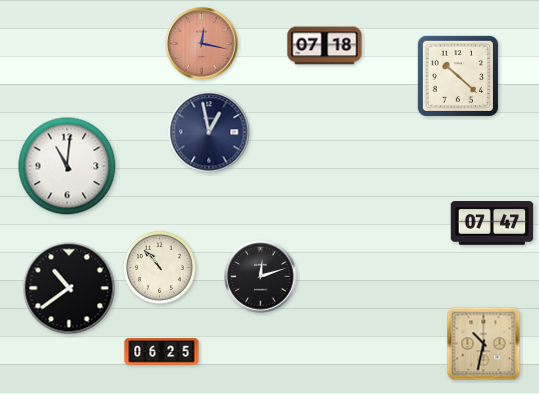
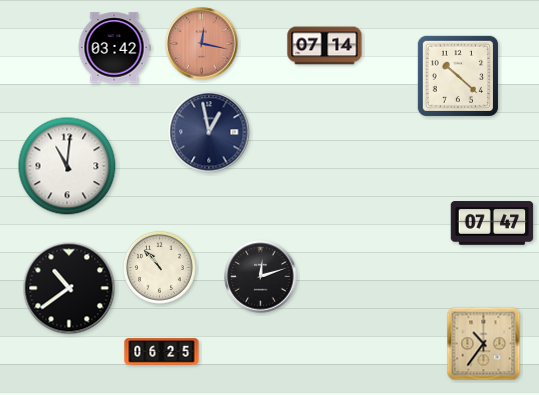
clock at (325, 46): 07:18 -> 07:14
clock at (114, 48): none -> 03:42
clock at (484, 344): 10:32 -> 10:36
